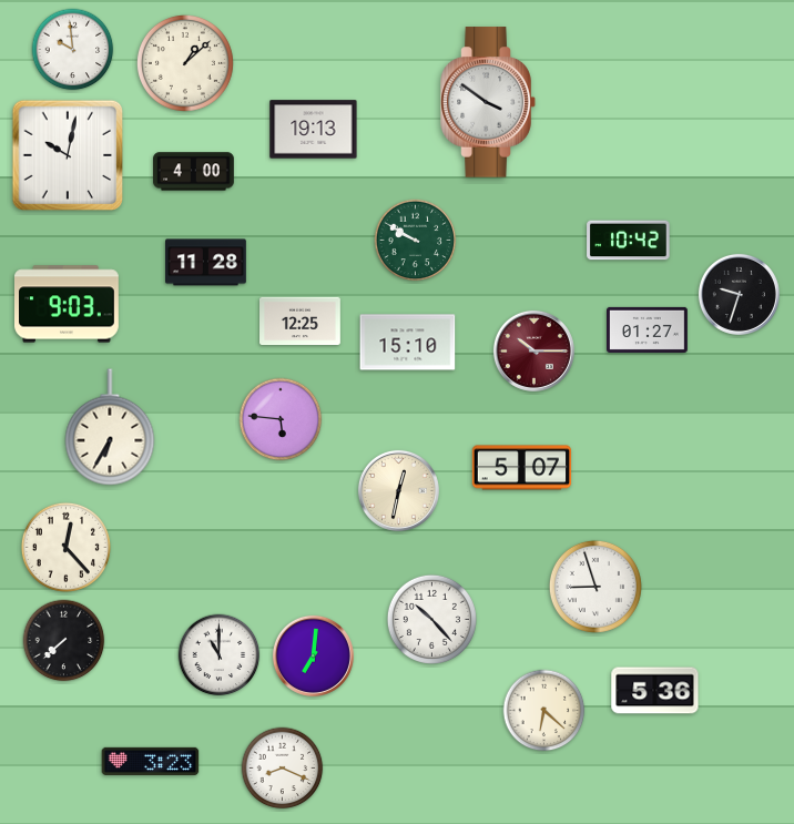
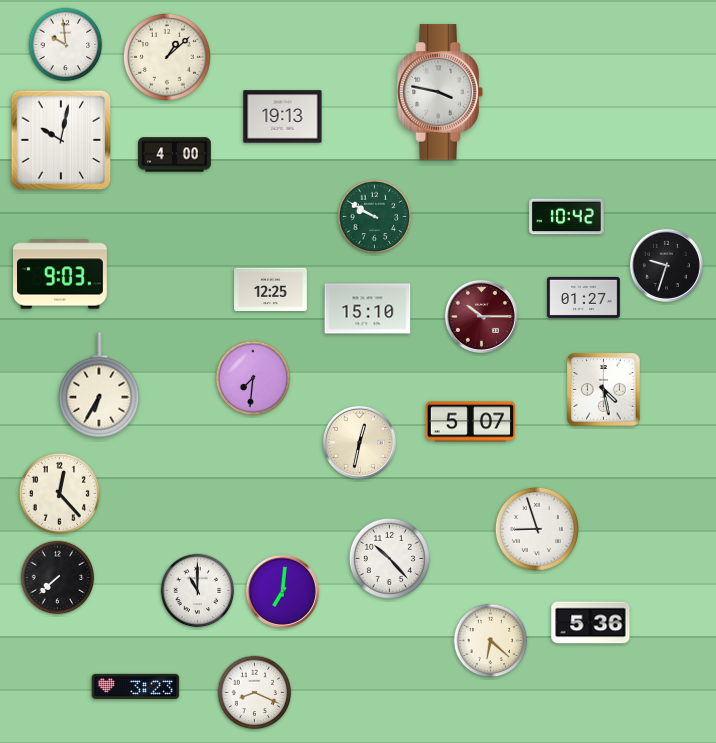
clock at (488, 102): 3:51 -> 3:47
clock at (206, 263): 11:28 -> none
clock at (281, 419): 5:46 -> 7:31
clock at (604, 390): none -> 4:28
